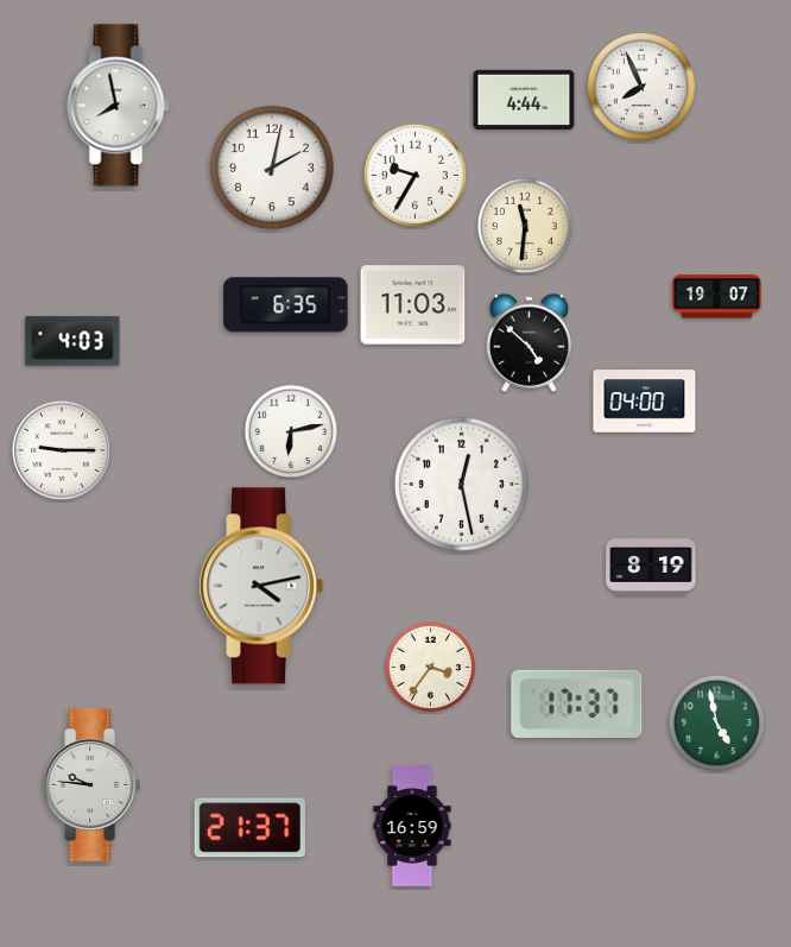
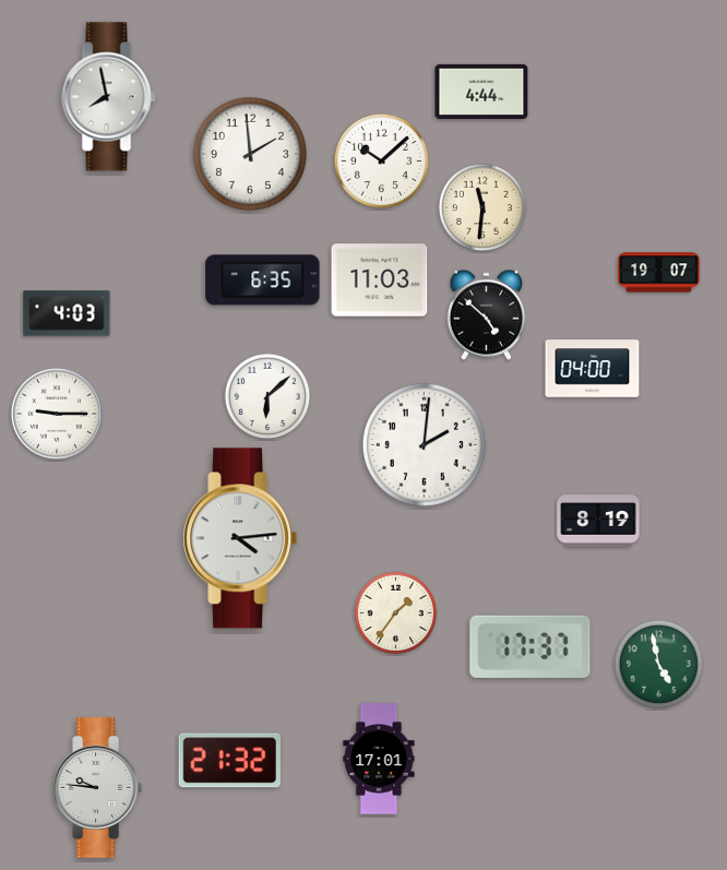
clock at (641, 87): 7:56 -> none
clock at (272, 168): 2:02 -> 1:59
clock at (415, 175): 9:35 -> 10:08
clock at (291, 431): 6:13 -> 6:08
clock at (461, 484): 12:28 -> 2:01
clock at (261, 586): 4:13 -> 4:14
clock at (431, 668): 3:36 -> 1:36
clock at (91, 785) position: (91, 785) -> (97, 788)
clock at (412, 826): 16:59 -> 17:01
clock at (249, 828): 21:37 -> 21:32
